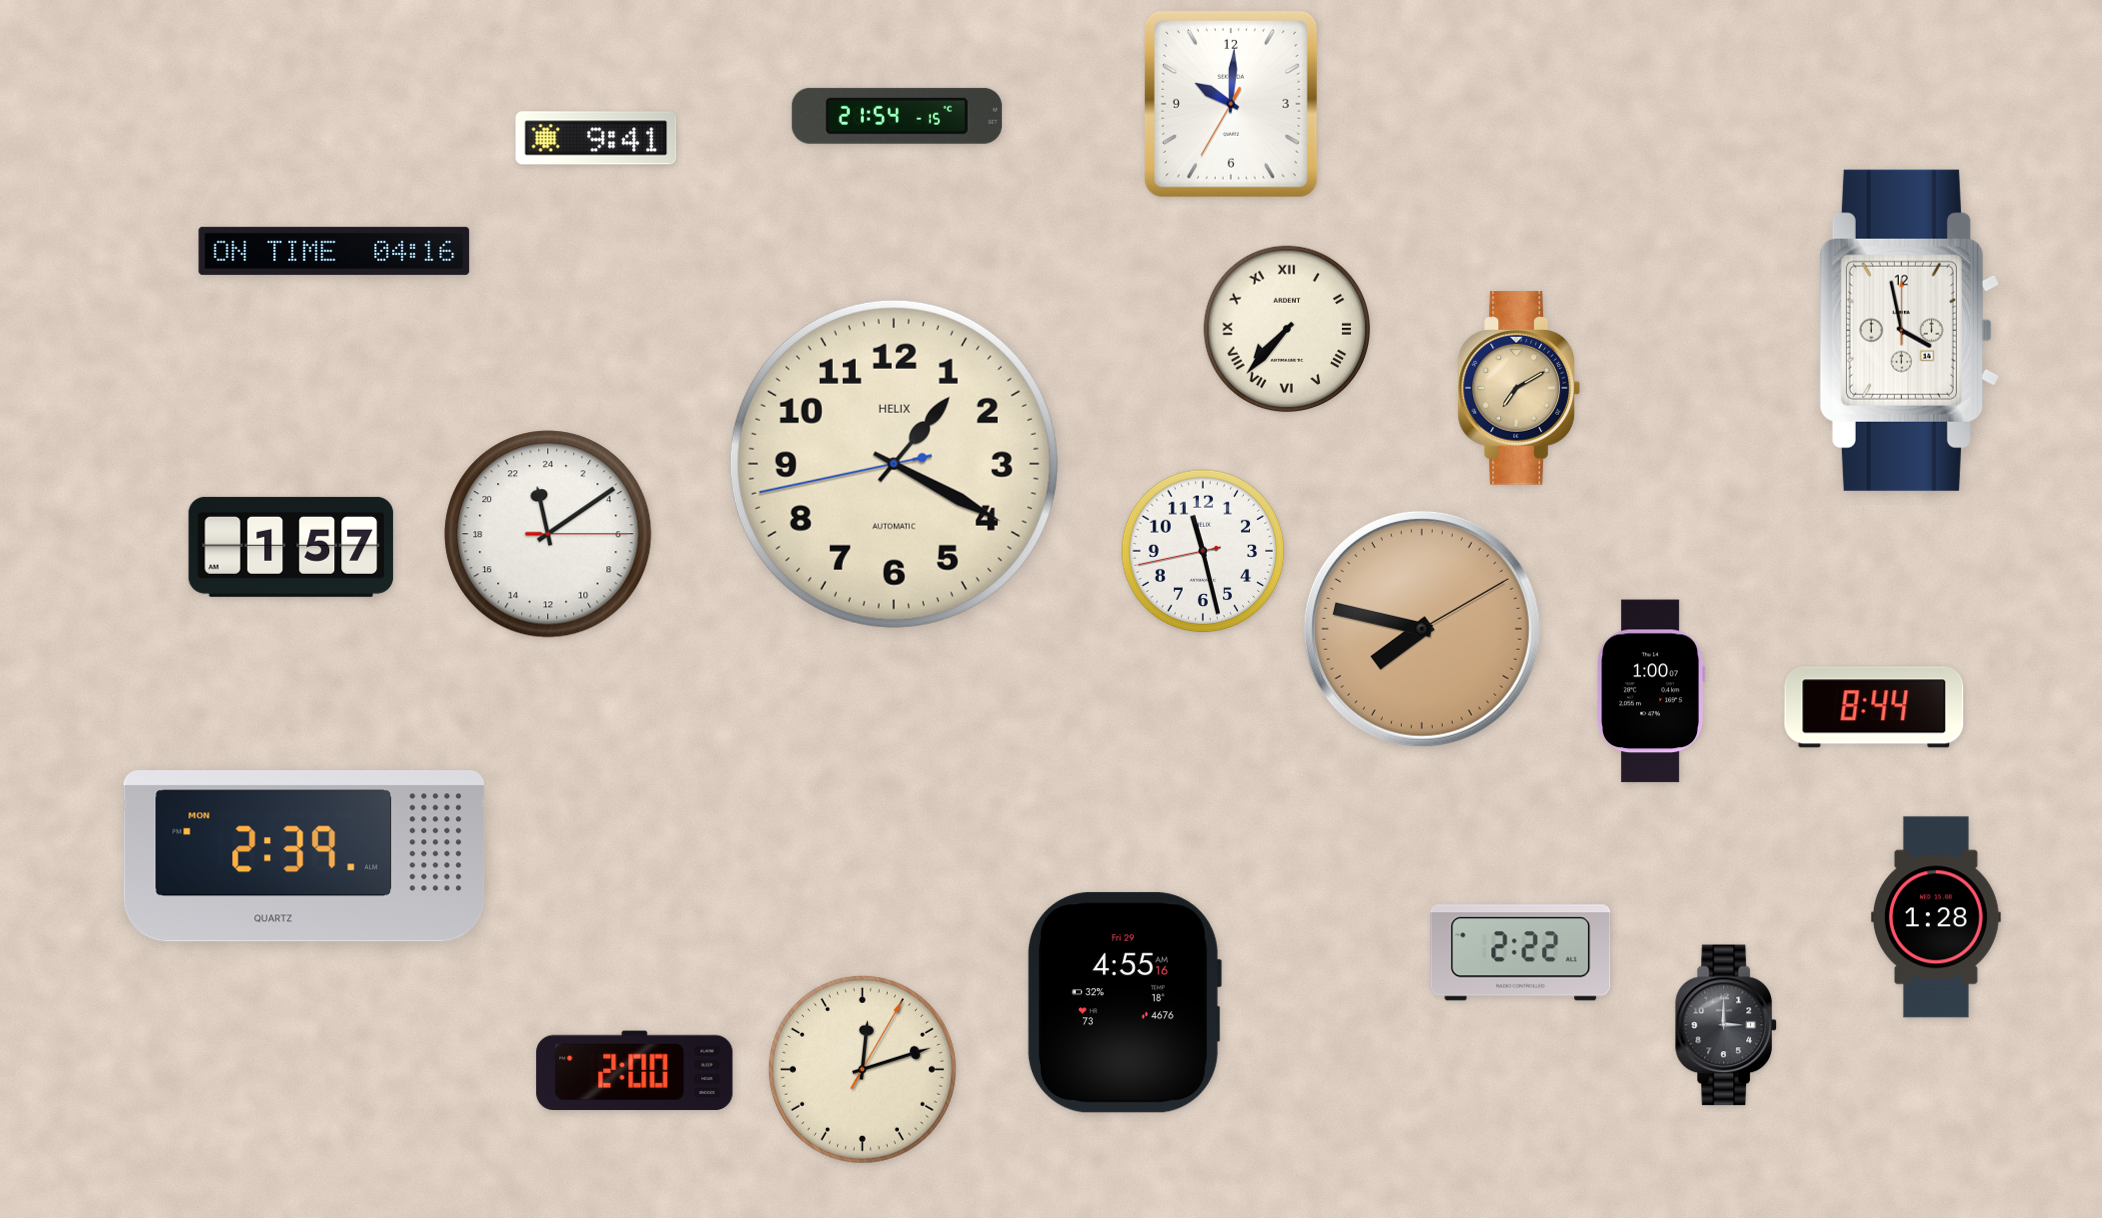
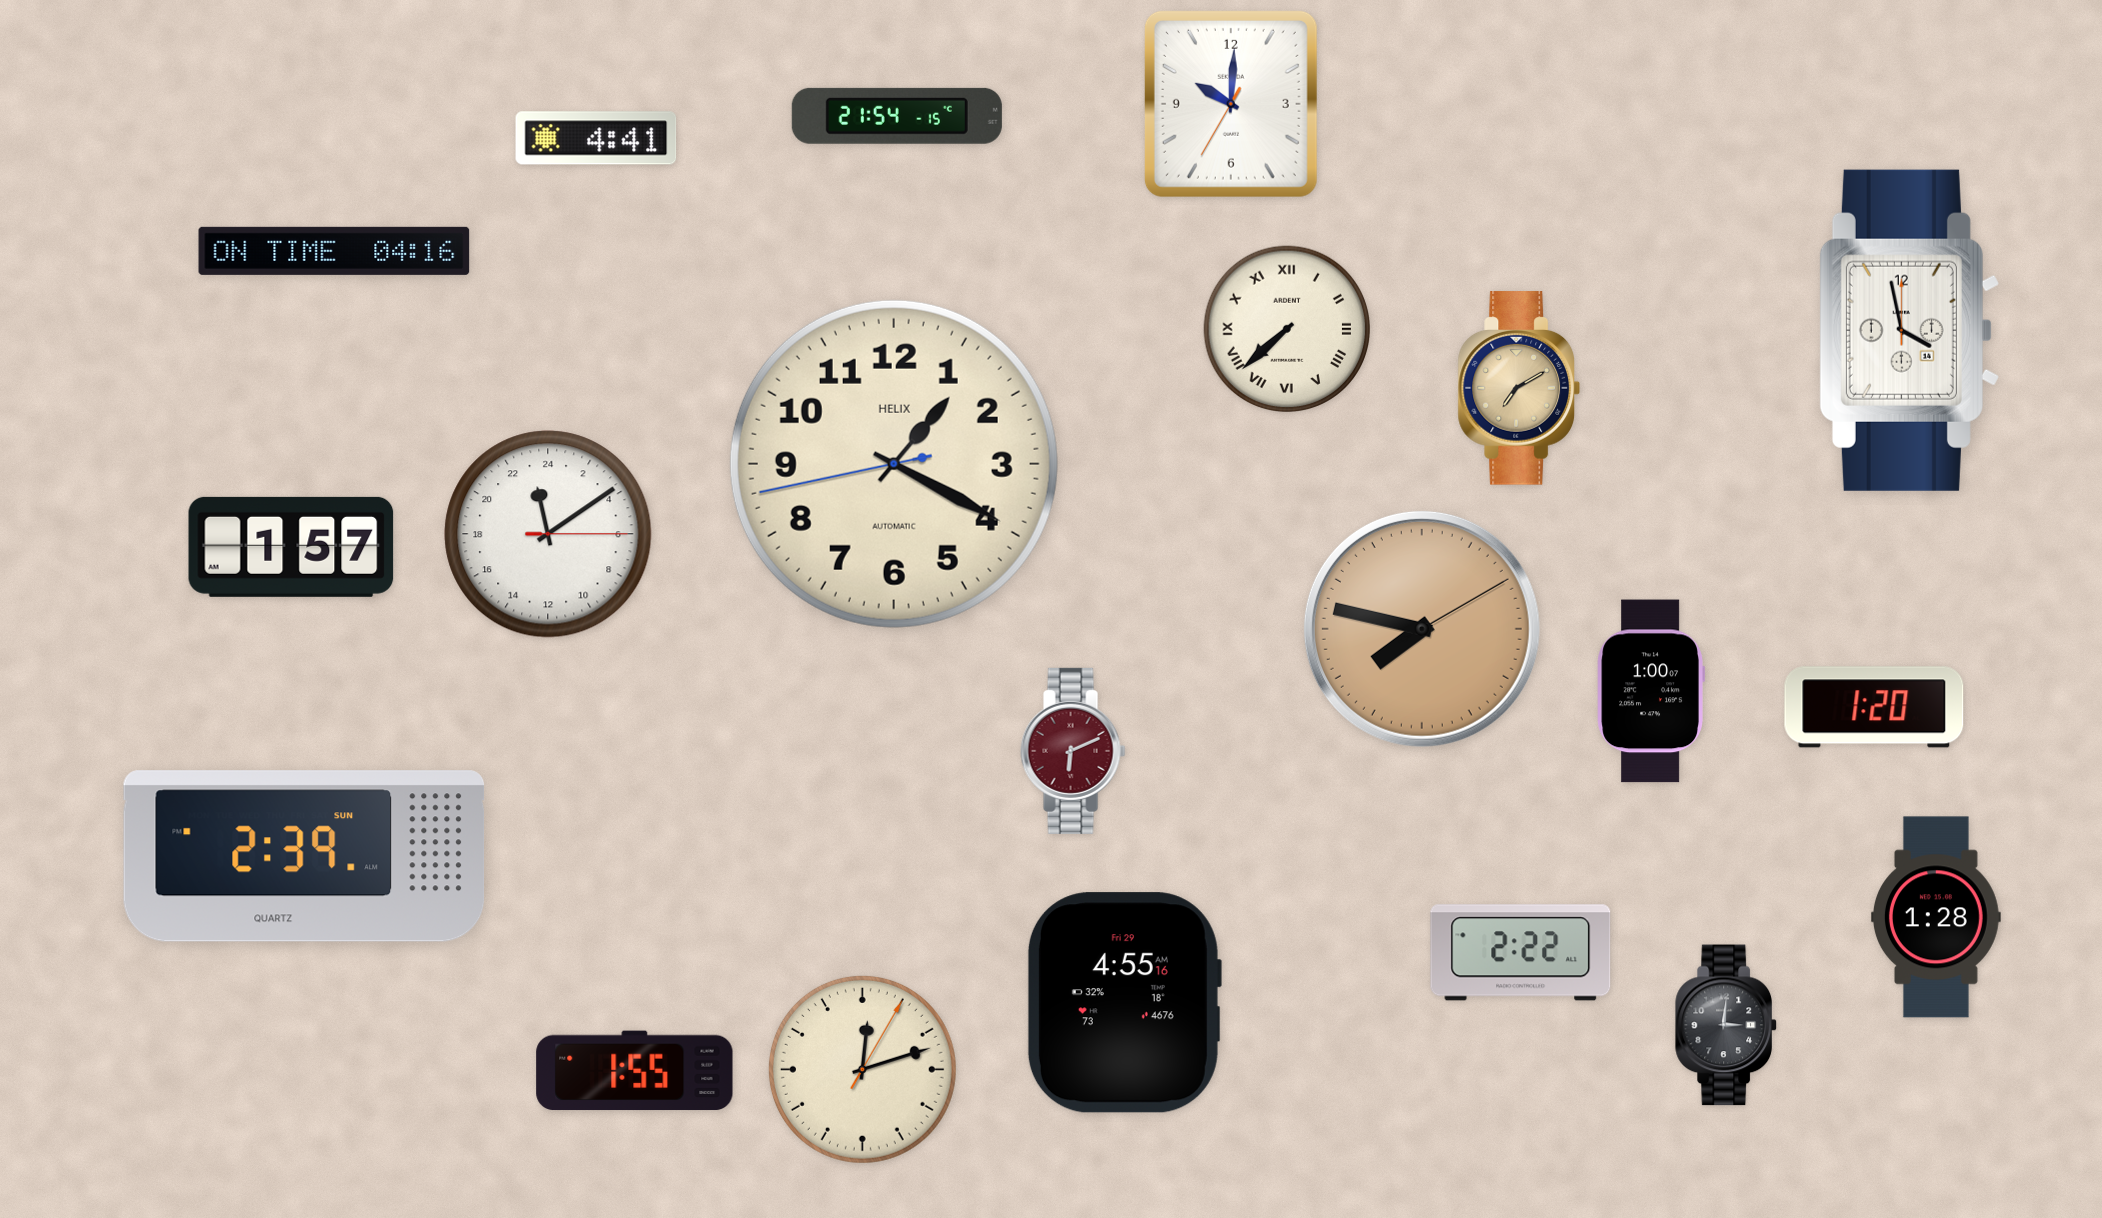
clock at (596, 138): 9:41 -> 4:41
clock at (1286, 328): 7:37 -> 7:38
clock at (1203, 551): 11:27 -> none
clock at (1874, 707): 8:44 -> 1:20
clock at (1073, 751): none -> 6:11
clock at (304, 856) date: MON -> SUN
clock at (1726, 1025): 3:00 -> 3:01
clock at (635, 1071): 2:00 -> 1:55
